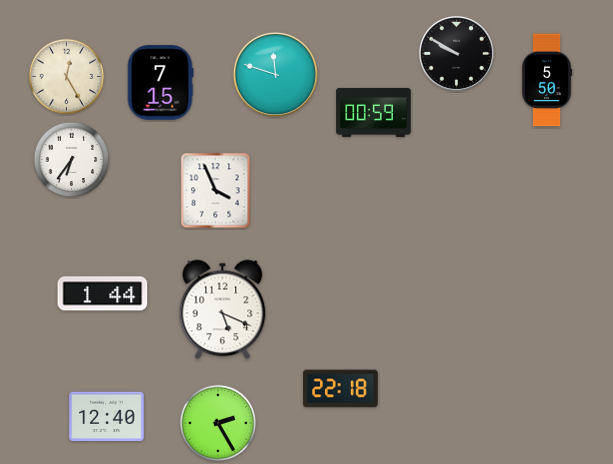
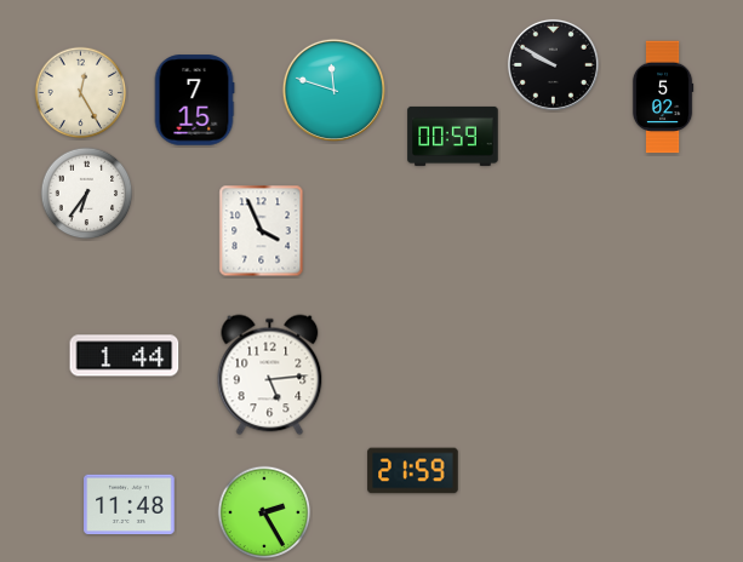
clock at (547, 80): 5:50 -> 5:02
clock at (223, 310): 5:19 -> 5:14
clock at (341, 389): 22:18 -> 21:59
clock at (107, 417): 12:40 -> 11:48
